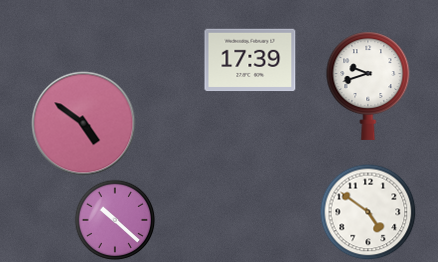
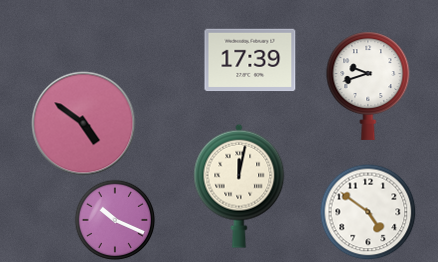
clock at (239, 186): none -> 12:02
clock at (115, 220): 10:22 -> 10:19
